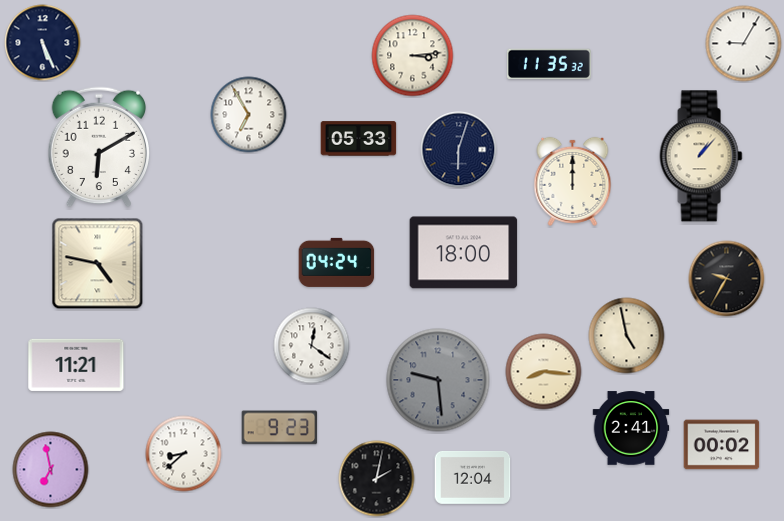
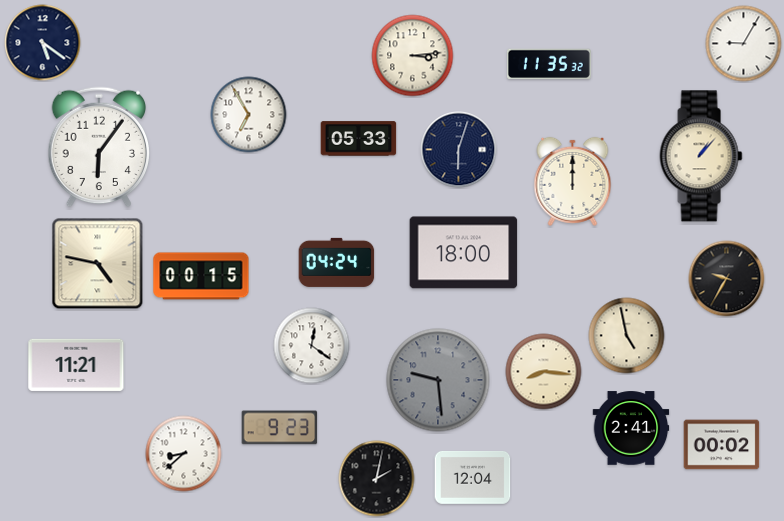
clock at (43, 43): 5:26 -> 5:21
clock at (98, 147): 6:10 -> 6:06
clock at (201, 276): none -> 00:15
clock at (51, 470): 6:58 -> none
